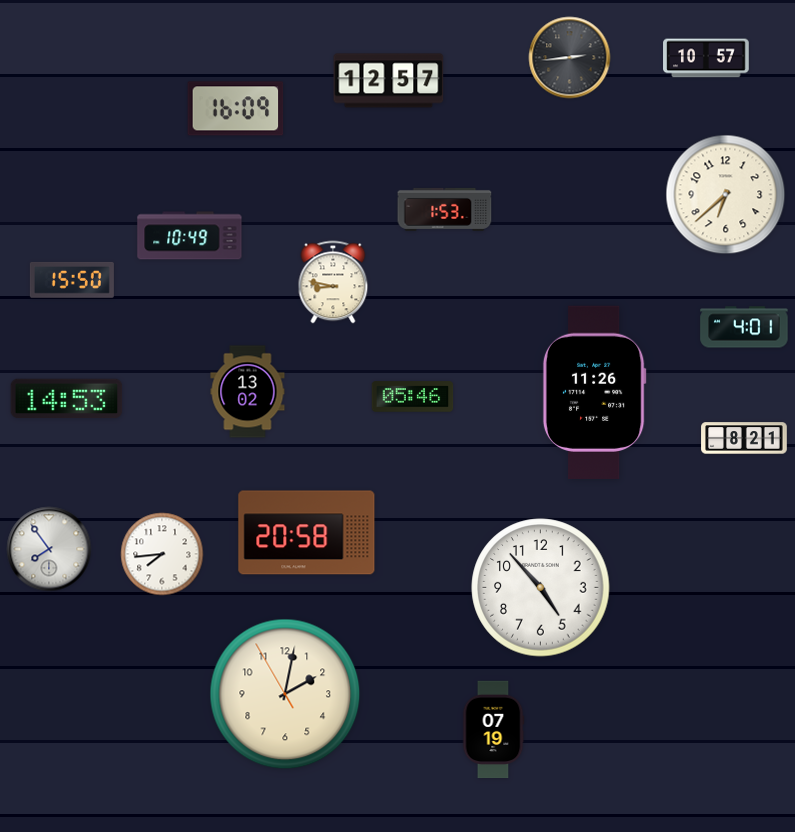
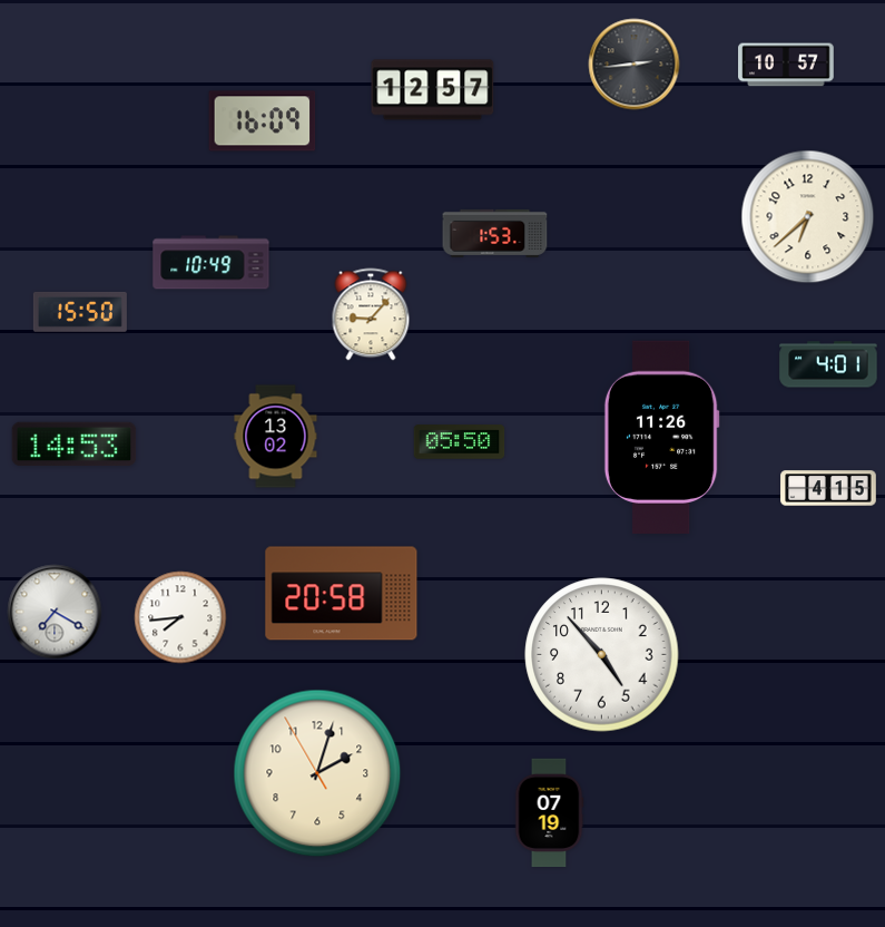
clock at (333, 282): 8:47 -> 9:07
clock at (413, 397): 05:46 -> 05:50
clock at (744, 438): 8:21 -> 4:15
clock at (49, 549): 7:54 -> 7:20
clock at (285, 694): 2:01 -> 2:02
